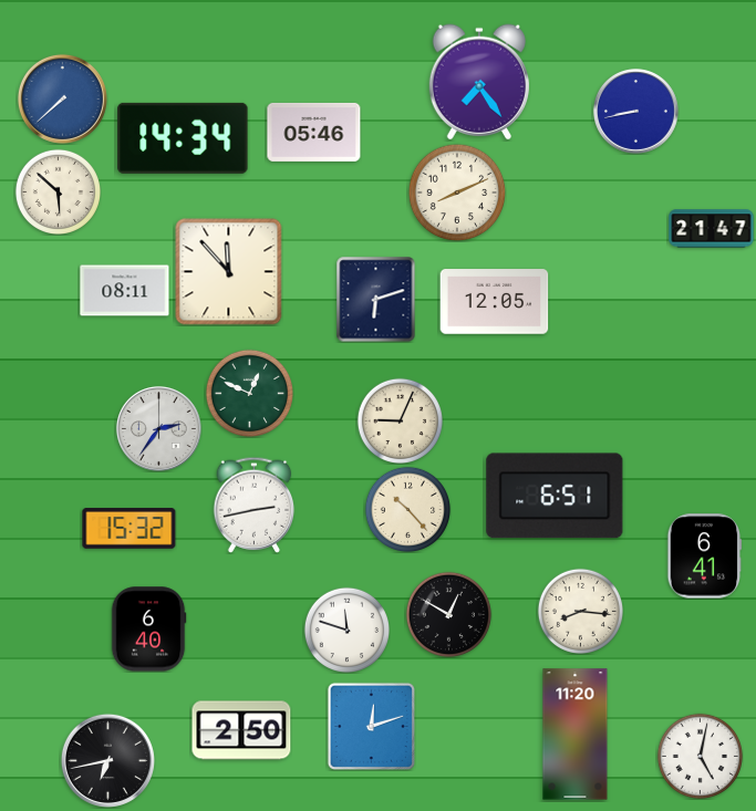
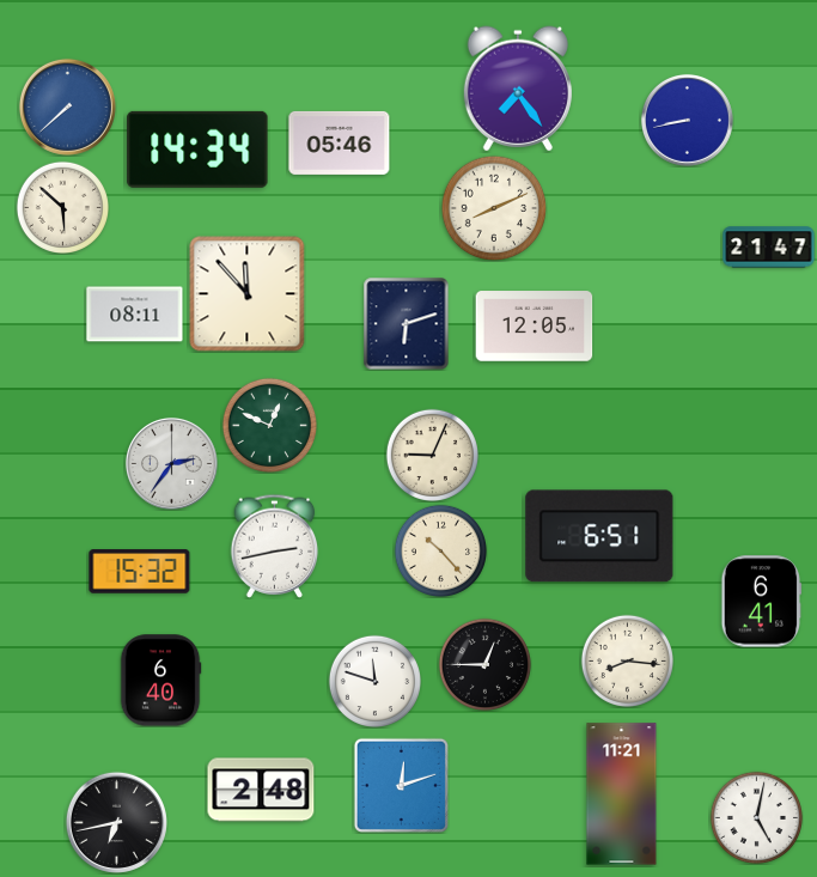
clock at (448, 614): 12:50 -> 12:45
clock at (241, 730): 2:50 -> 2:48
clock at (576, 735): 11:20 -> 11:21
